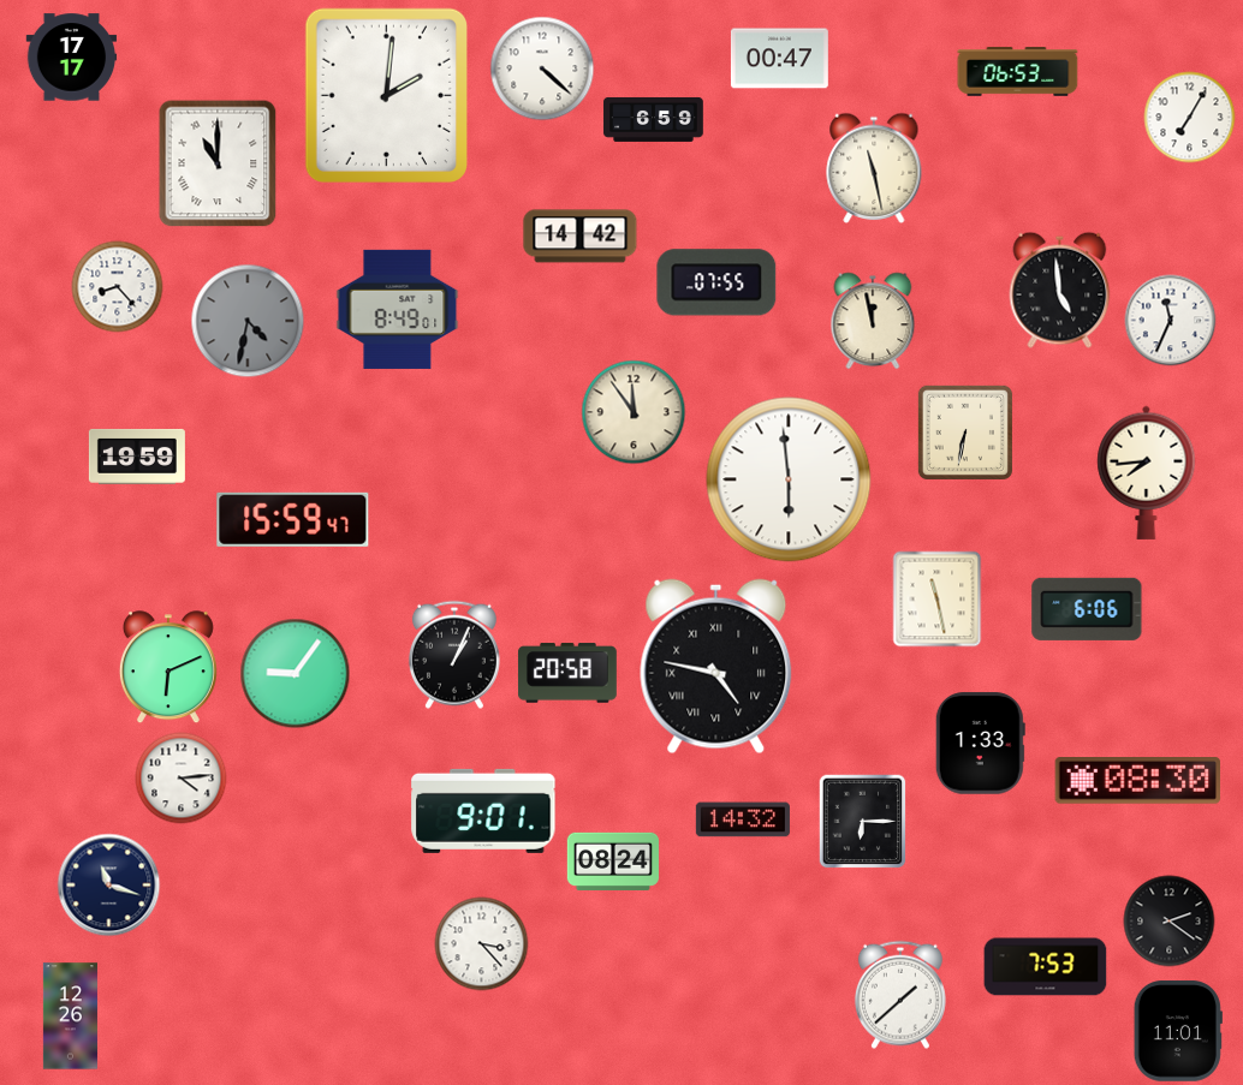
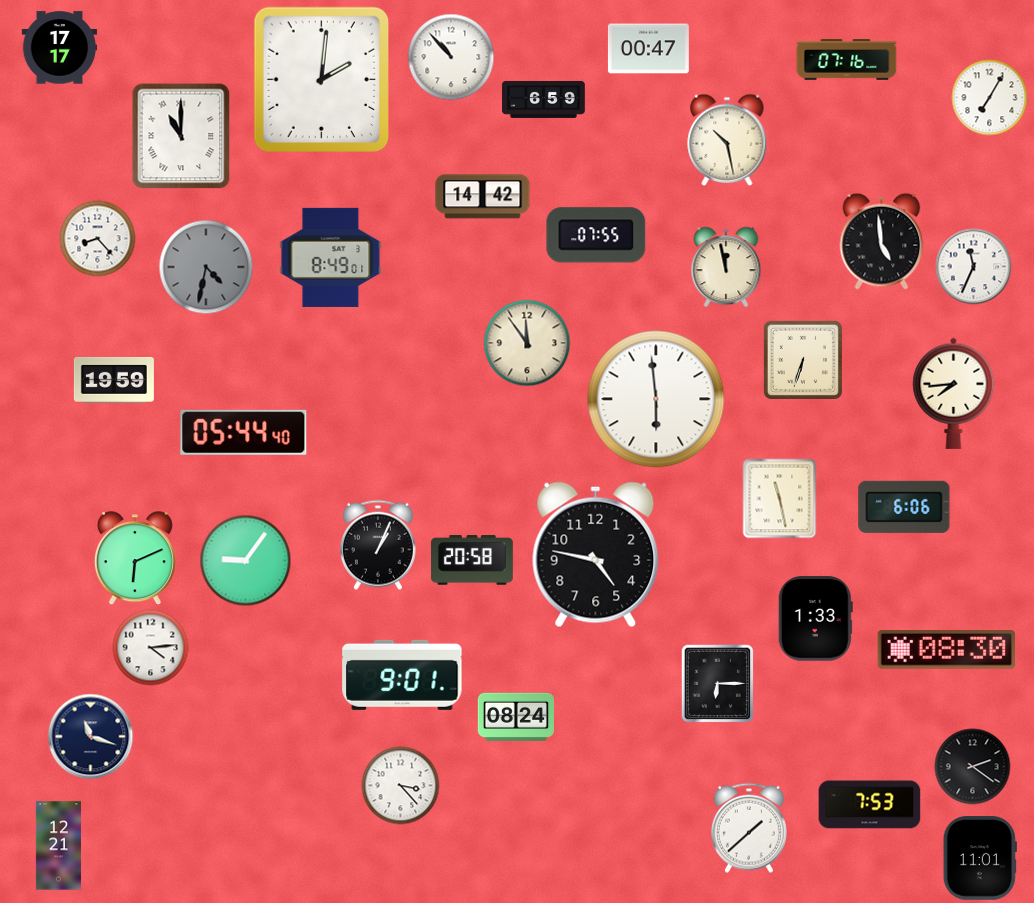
clock at (542, 68): 4:22 -> 10:53
clock at (1018, 72): 06:53 -> 07:16
clock at (874, 168): 11:28 -> 10:28
clock at (965, 433): 6:32 -> 6:33
clock at (293, 519): 15:59 -> 05:44
clock at (716, 667) numerals: Roman -> Arabic
clock at (168, 668) position: (168, 668) -> (135, 559)
clock at (743, 819): 14:32 -> none
clock at (612, 862) position: (612, 862) -> (515, 717)
clock at (70, 1017): 12:26 -> 12:21
